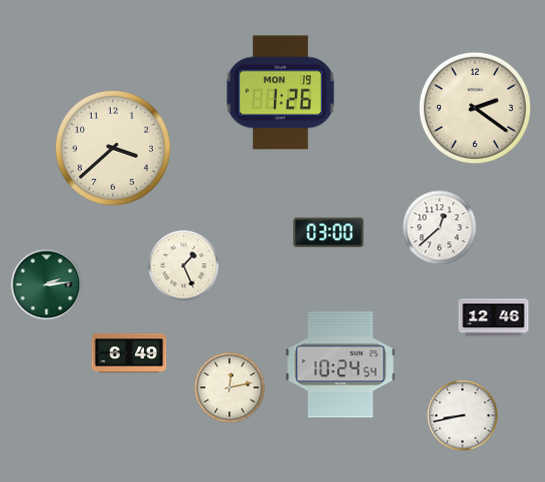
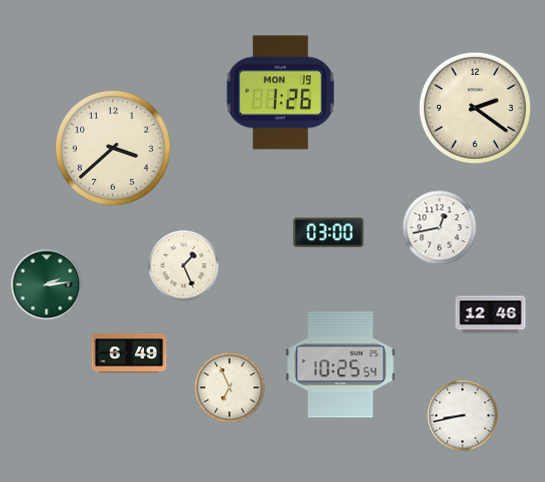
clock at (440, 228): 12:38 -> 12:43
clock at (494, 318) position: (494, 318) -> (491, 315)
clock at (341, 365): 10:24 -> 10:25
clock at (230, 388): 12:13 -> 6:56
